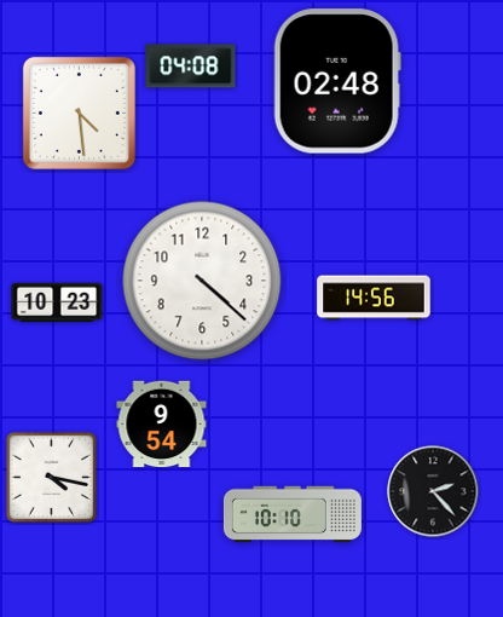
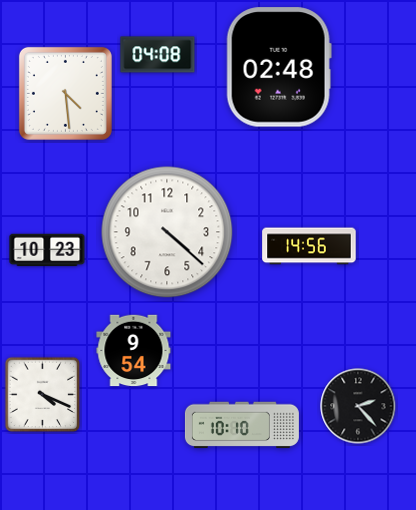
clock at (52, 478): 4:17 -> 4:19
